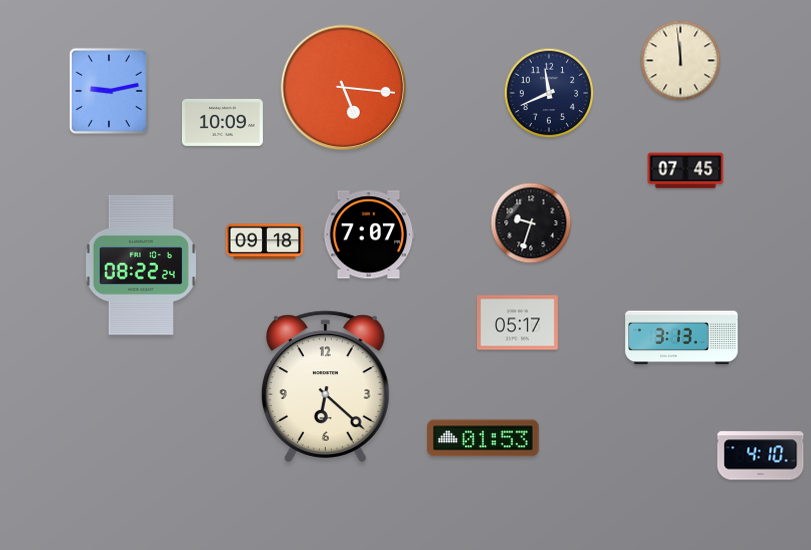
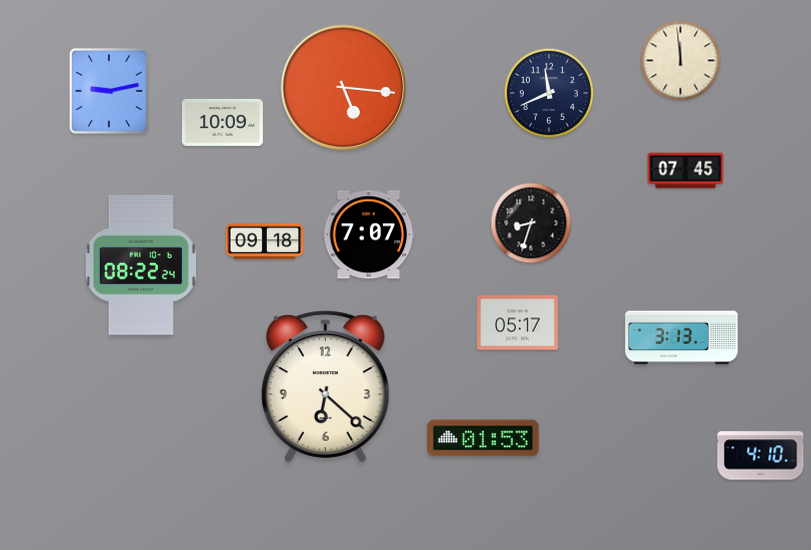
clock at (531, 223): 9:33 -> 8:33
